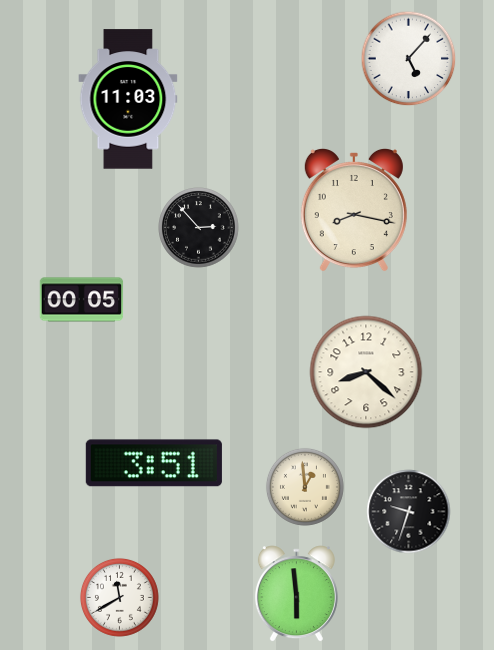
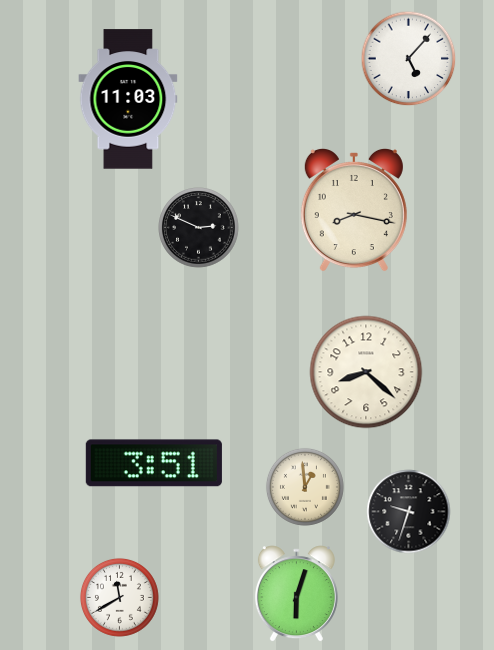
clock at (199, 228): 2:53 -> 2:49
clock at (82, 300): 00:05 -> none
clock at (296, 594): 5:59 -> 6:03
